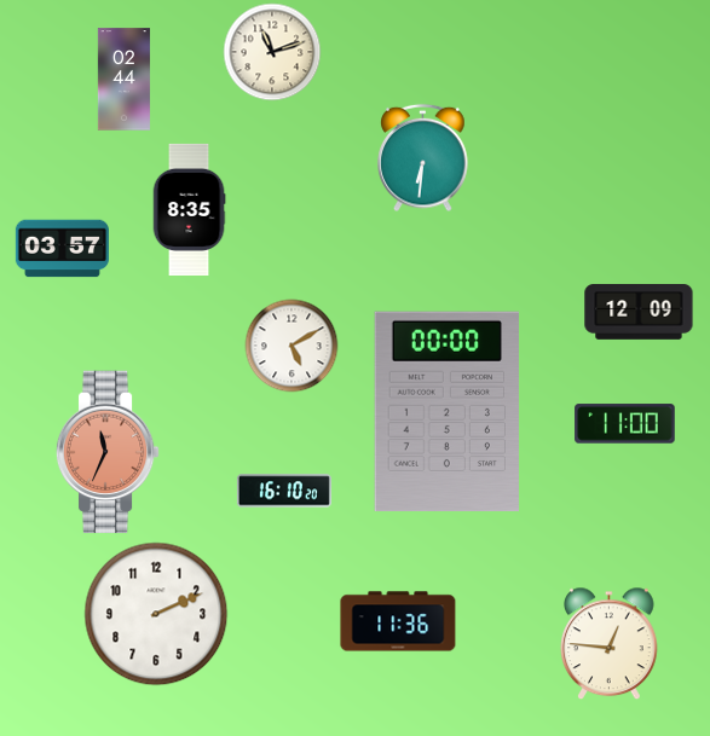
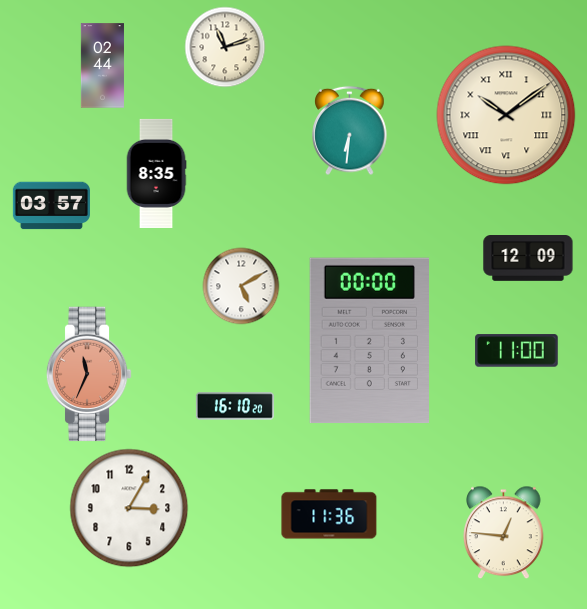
clock at (272, 52) position: (272, 52) -> (225, 47)
clock at (506, 115): none -> 10:09
clock at (156, 614): 2:11 -> 3:05
